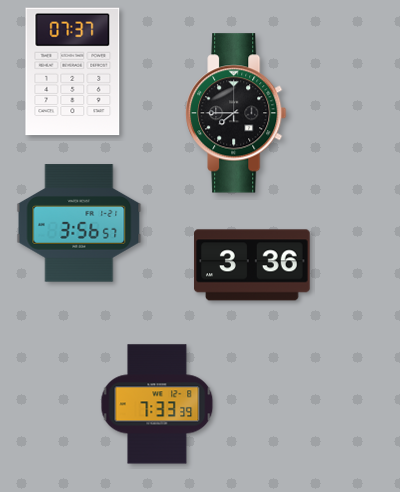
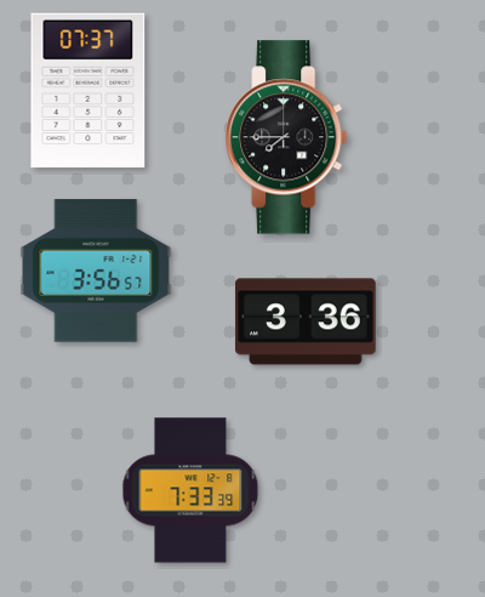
clock at (73, 72) position: (73, 72) -> (89, 91)
